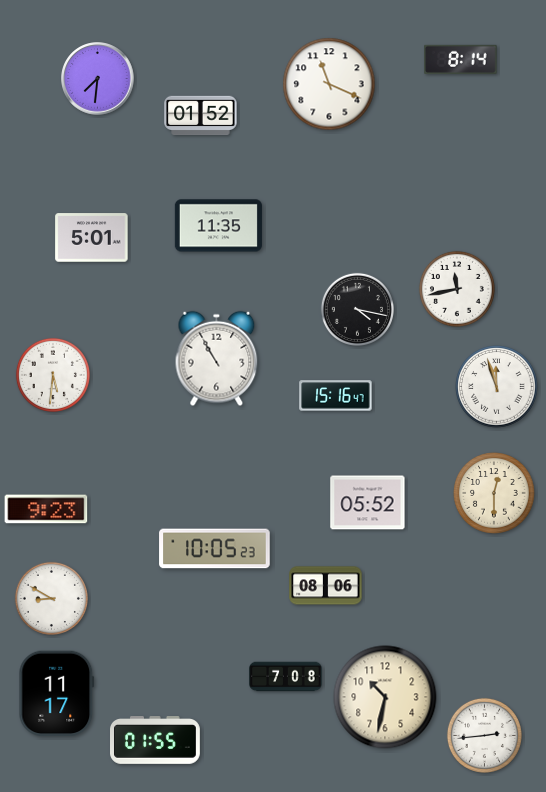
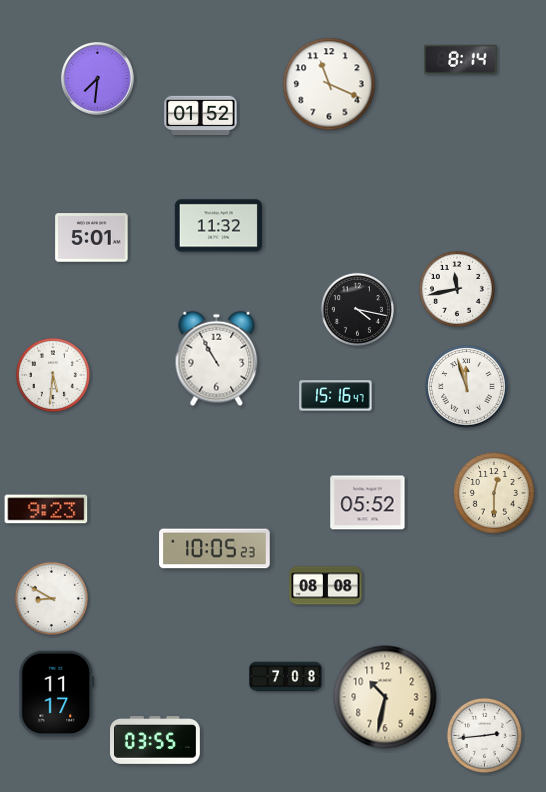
clock at (218, 226): 11:35 -> 11:32
clock at (497, 387) position: (497, 387) -> (467, 387)
clock at (326, 586): 08:06 -> 08:08
clock at (156, 741): 01:55 -> 03:55
